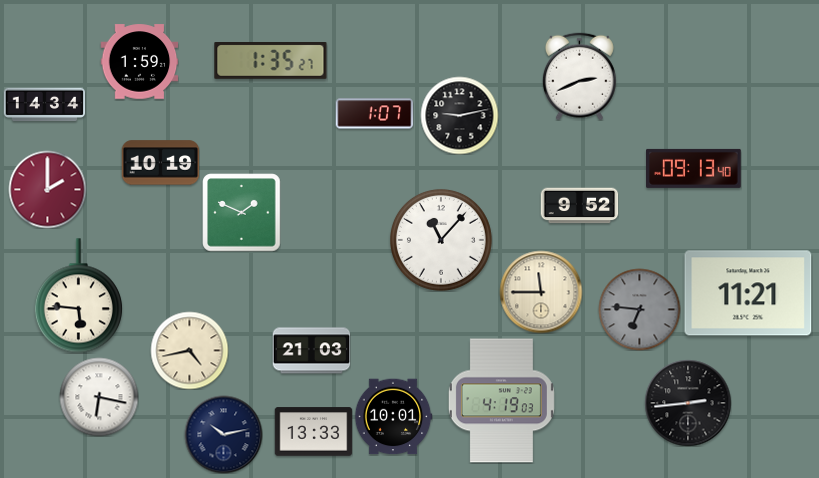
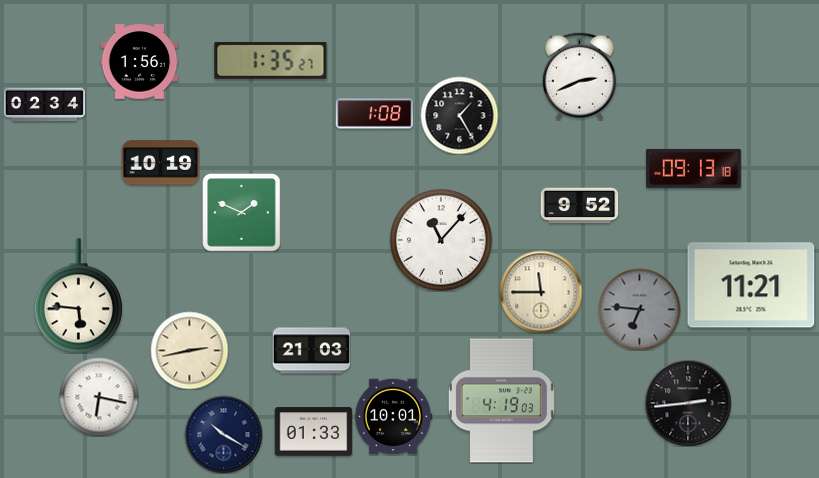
clock at (139, 62): 1:59 -> 1:56
clock at (44, 105): 14:34 -> 02:34
clock at (374, 114): 1:07 -> 1:08
clock at (459, 115): 9:13 -> 1:25
clock at (694, 168): 09:13:40 -> 09:13:18
clock at (47, 189): 2:00 -> none
clock at (748, 293) position: (748, 293) -> (751, 285)
clock at (189, 350): 4:43 -> 2:43
clock at (313, 432): 13:33 -> 01:33
clock at (223, 434): 10:13 -> 10:20
